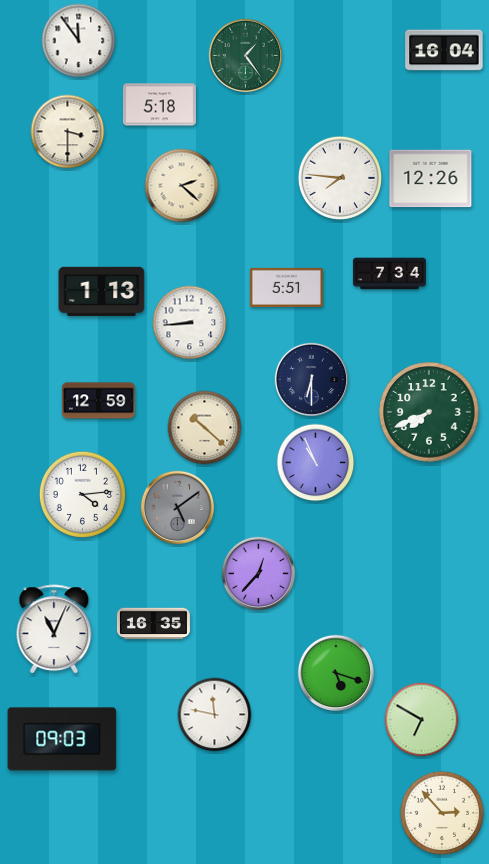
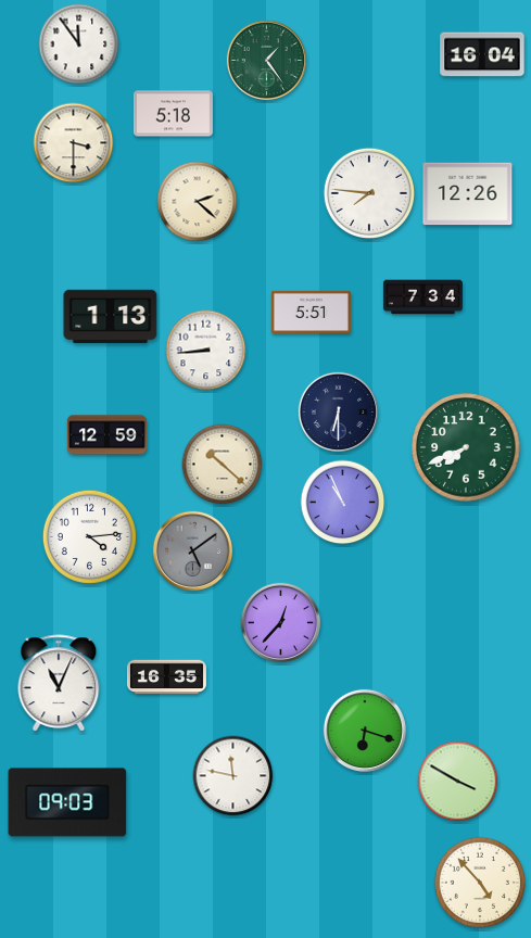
clock at (79, 41) position: (79, 41) -> (79, 45)
clock at (336, 673): 5:18 -> 6:18
clock at (422, 720): 6:50 -> 3:50
clock at (441, 812): 2:53 -> 4:53
